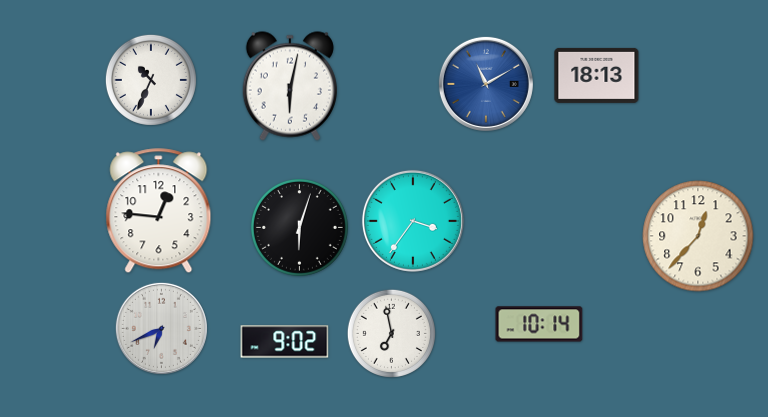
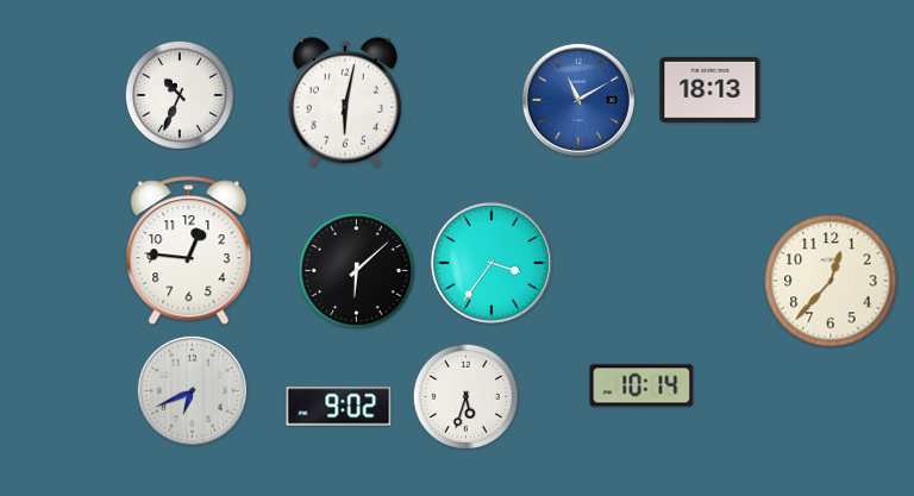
clock at (300, 228): 6:03 -> 6:08
clock at (391, 333): 6:58 -> 5:33
